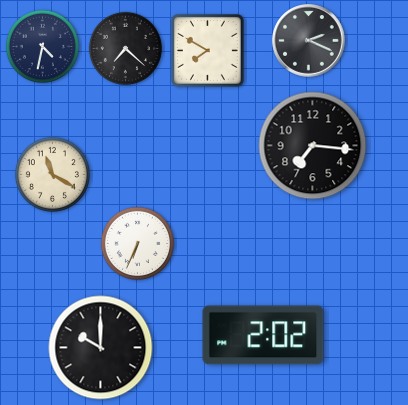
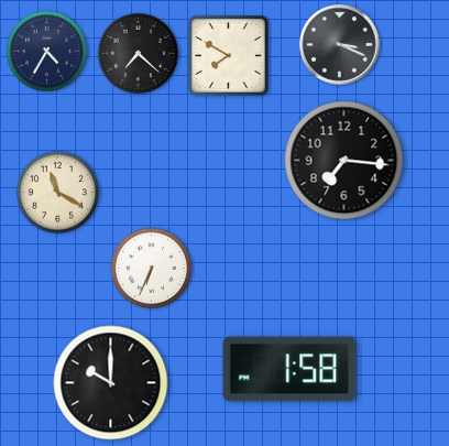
clock at (309, 41): 2:19 -> 3:19
clock at (42, 46): 4:32 -> 4:35
clock at (263, 335): 2:02 -> 1:58
